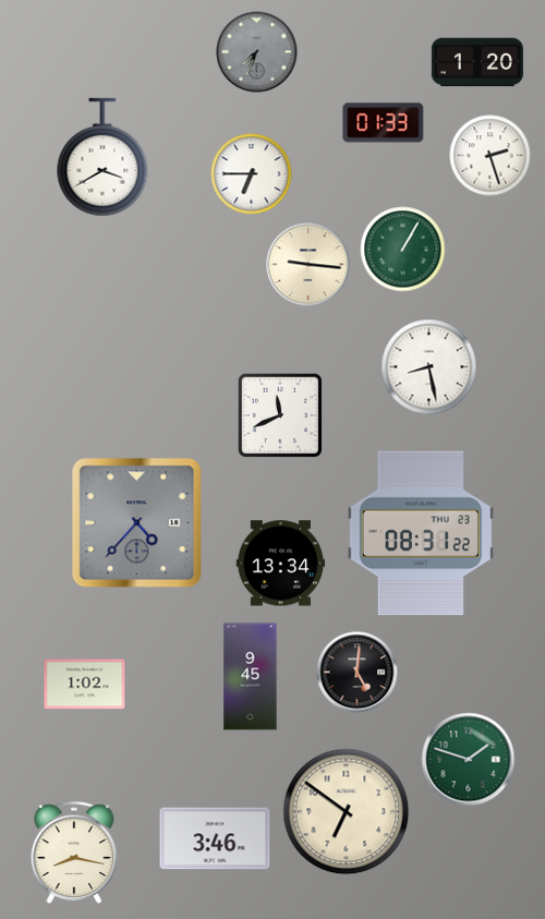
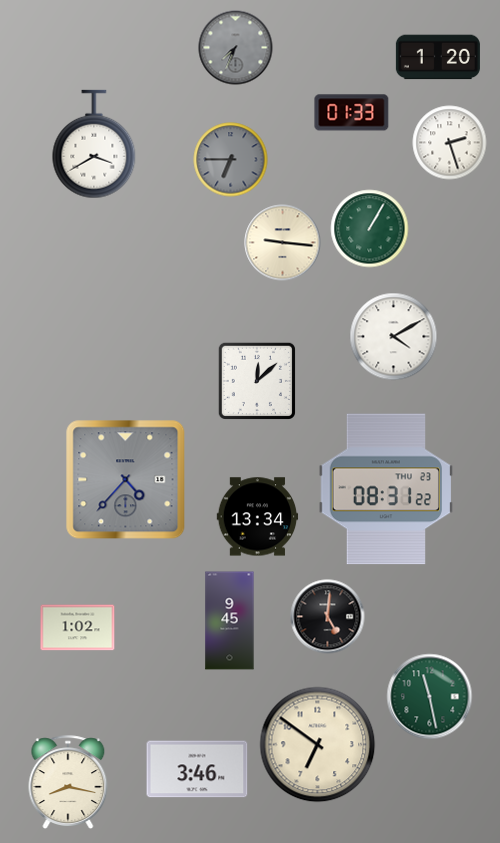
clock at (252, 174) dial: white -> grey
clock at (429, 367): 8:28 -> 4:10
clock at (280, 415): 11:41 -> 12:08
clock at (469, 760): 1:48 -> 11:28
